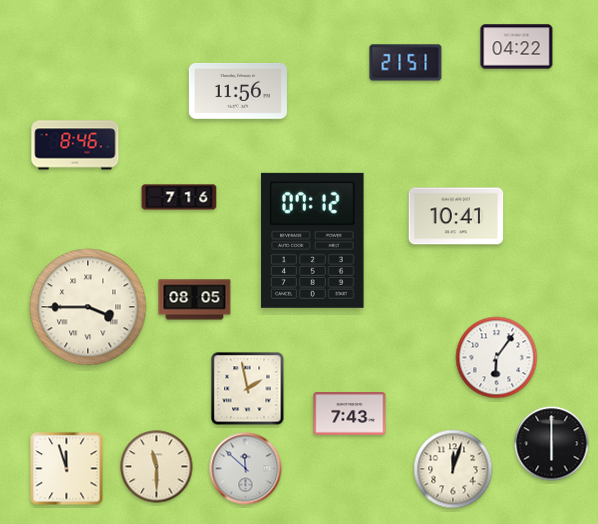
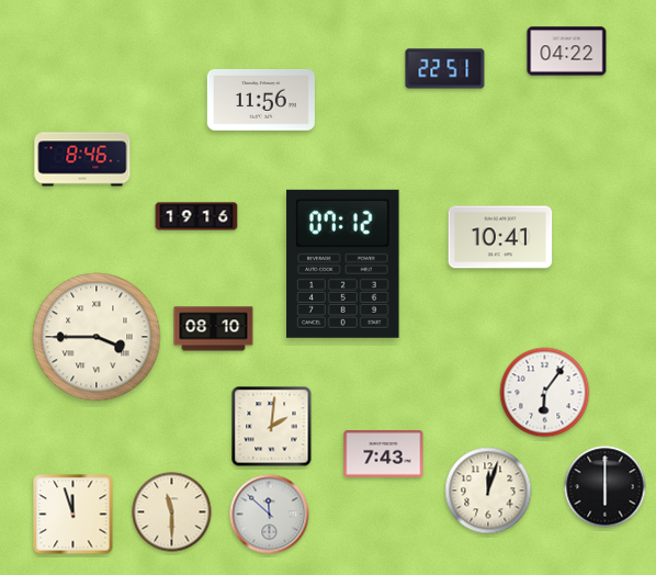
clock at (406, 63): 21:51 -> 22:51
clock at (179, 197): 7:16 -> 19:16
clock at (195, 300): 08:05 -> 08:10
clock at (248, 389): 1:58 -> 2:01
clock at (453, 469) position: (453, 469) -> (488, 491)
